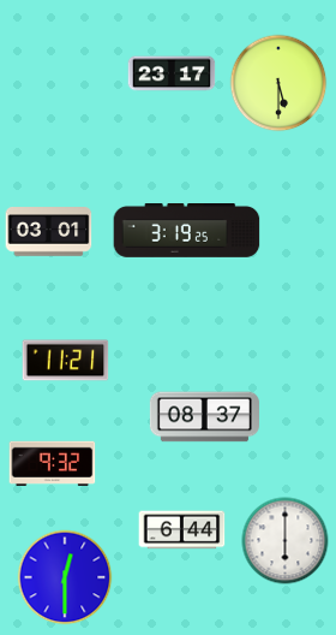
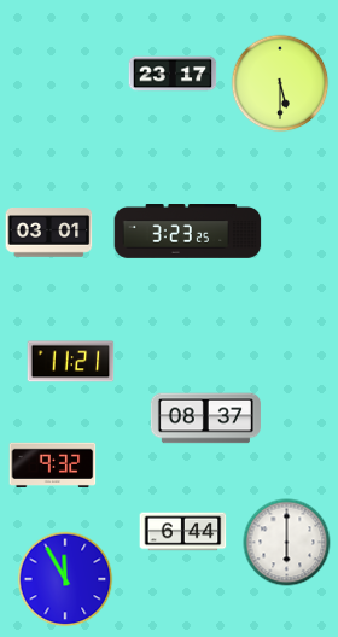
clock at (187, 231): 3:19 -> 3:23
clock at (66, 361) position: (66, 361) -> (71, 362)
clock at (65, 577): 12:30 -> 11:55
